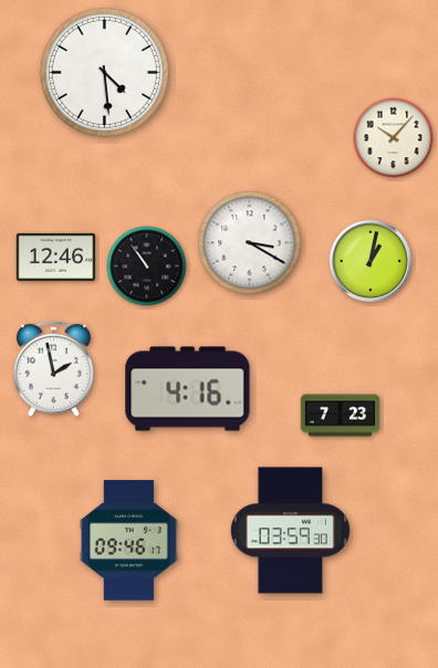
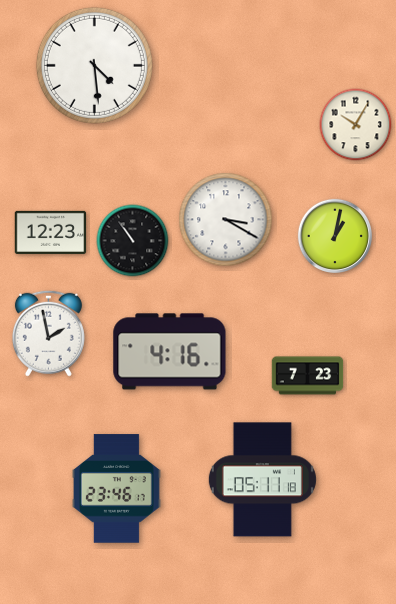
clock at (394, 138): 10:07 -> 10:05
clock at (56, 257): 12:46 -> 12:23
clock at (290, 531): 03:59 -> 05:11
clock at (128, 541): 09:46 -> 23:46
